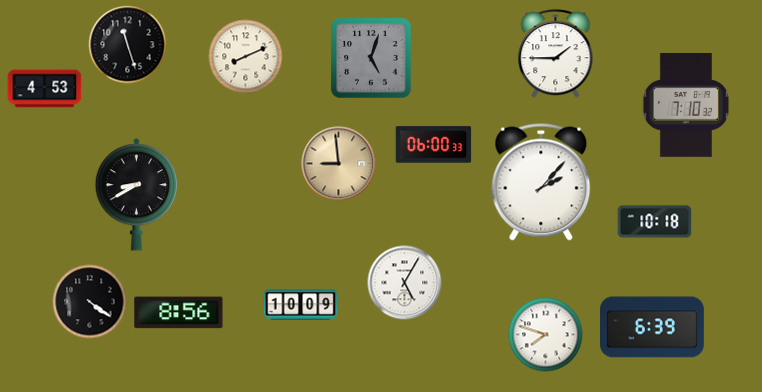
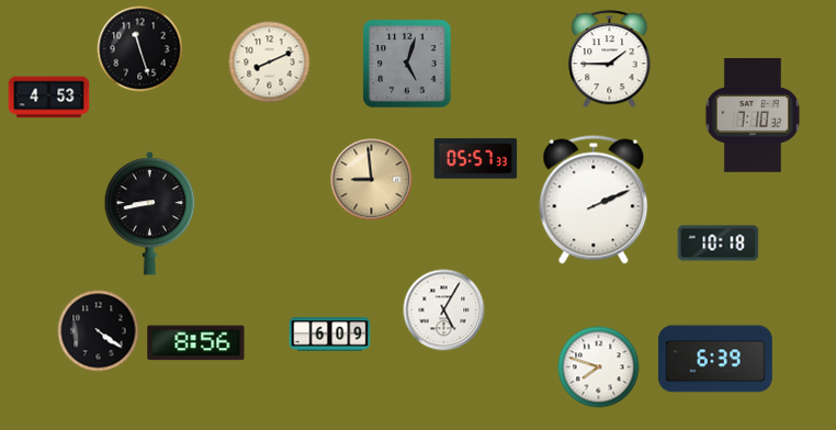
clock at (434, 145): 06:00 -> 05:57
clock at (541, 182): 2:07 -> 2:11
clock at (137, 195): 8:40 -> 8:43
clock at (301, 305): 10:09 -> 6:09
